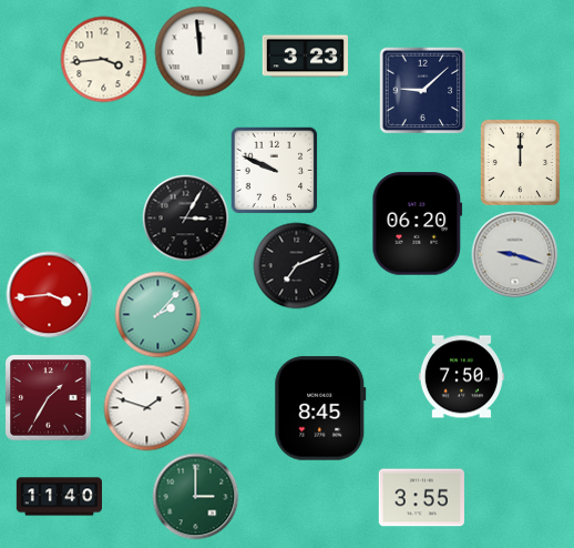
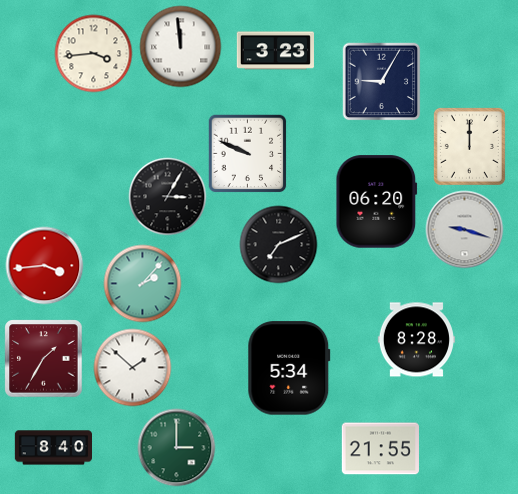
clock at (422, 90): 9:08 -> 9:05
clock at (296, 265) position: (296, 265) -> (278, 244)
clock at (461, 377): 7:50 -> 8:28
clock at (146, 407): 1:48 -> 1:52
clock at (320, 408): 8:45 -> 5:34
clock at (59, 497): 11:40 -> 8:40
clock at (421, 498): 3:55 -> 21:55
